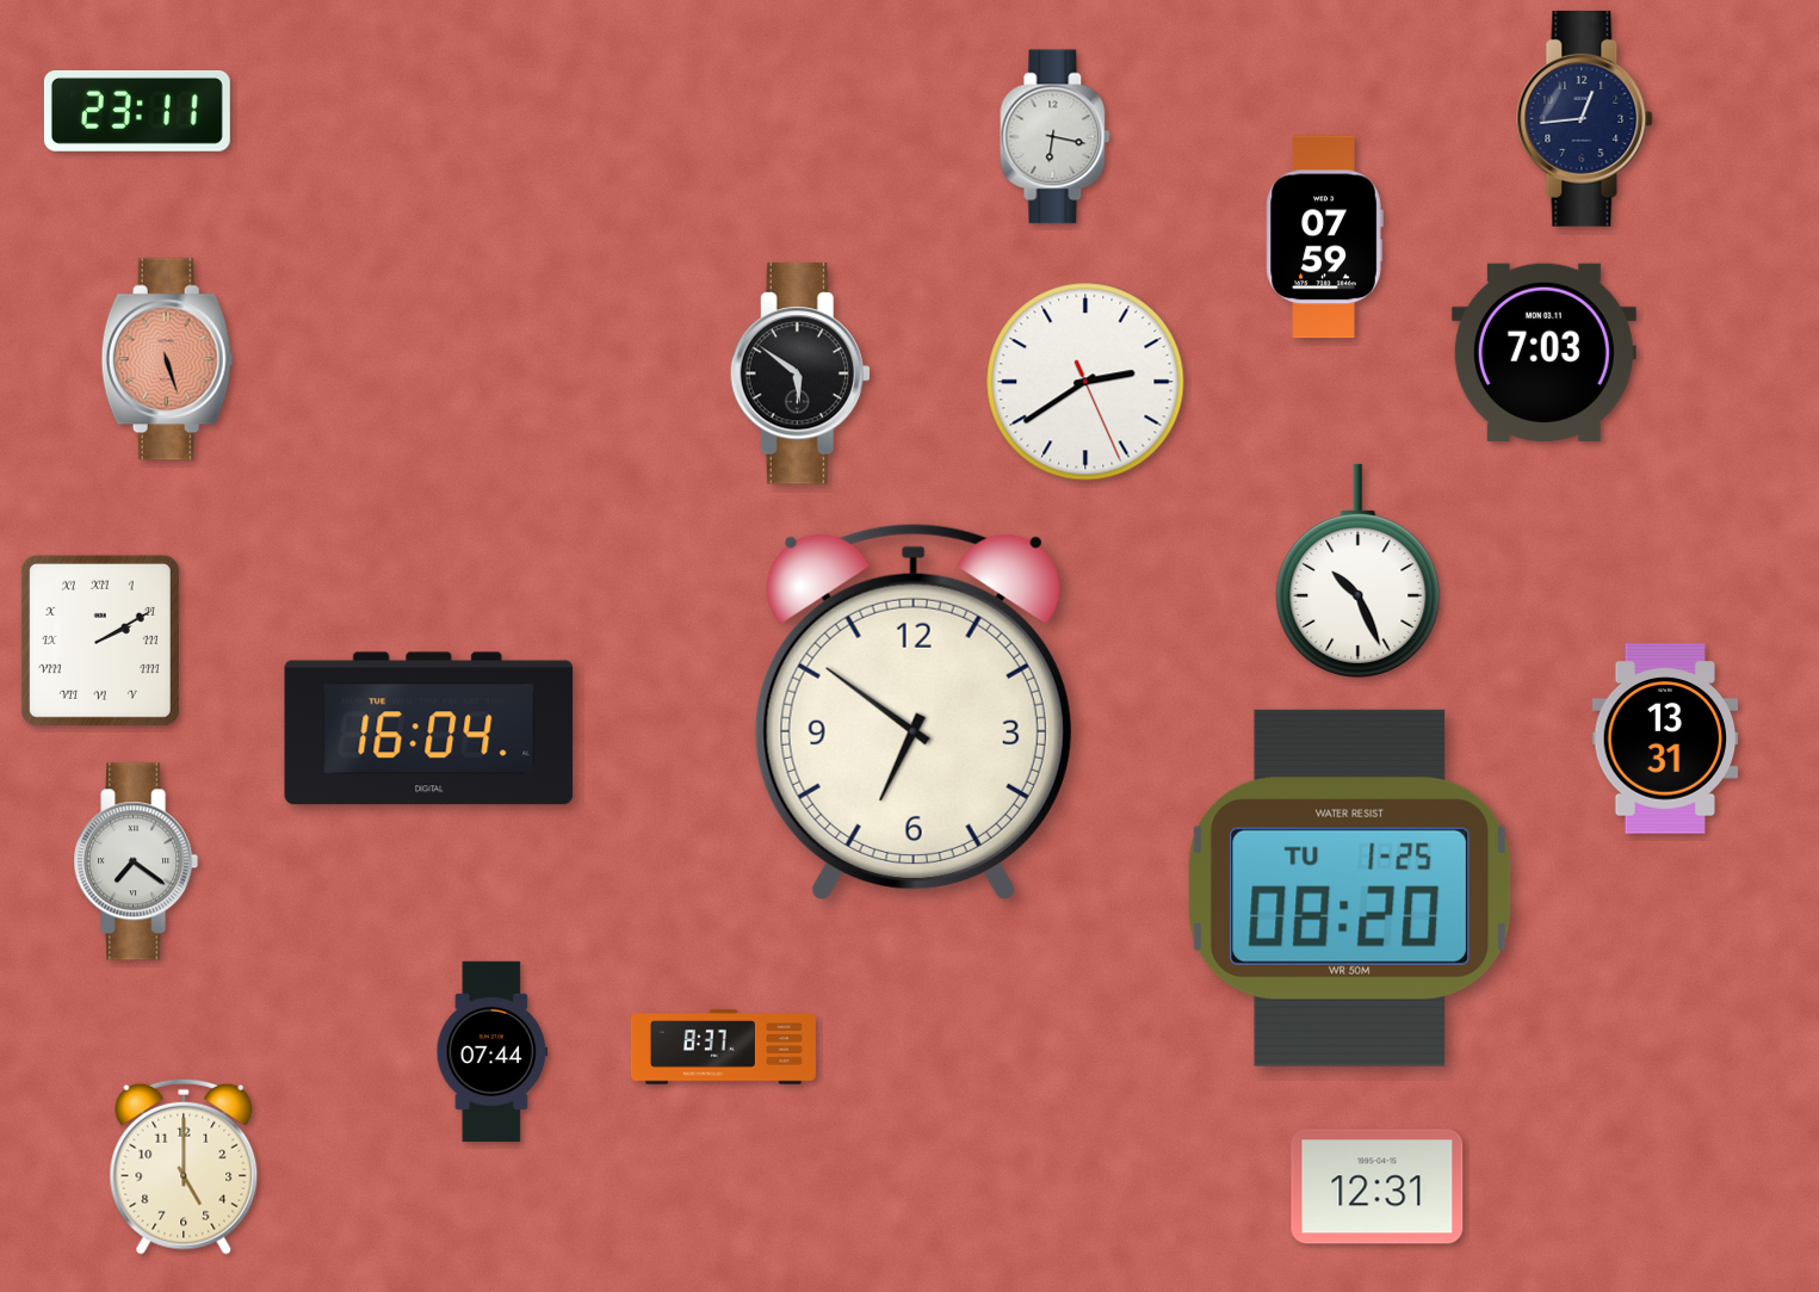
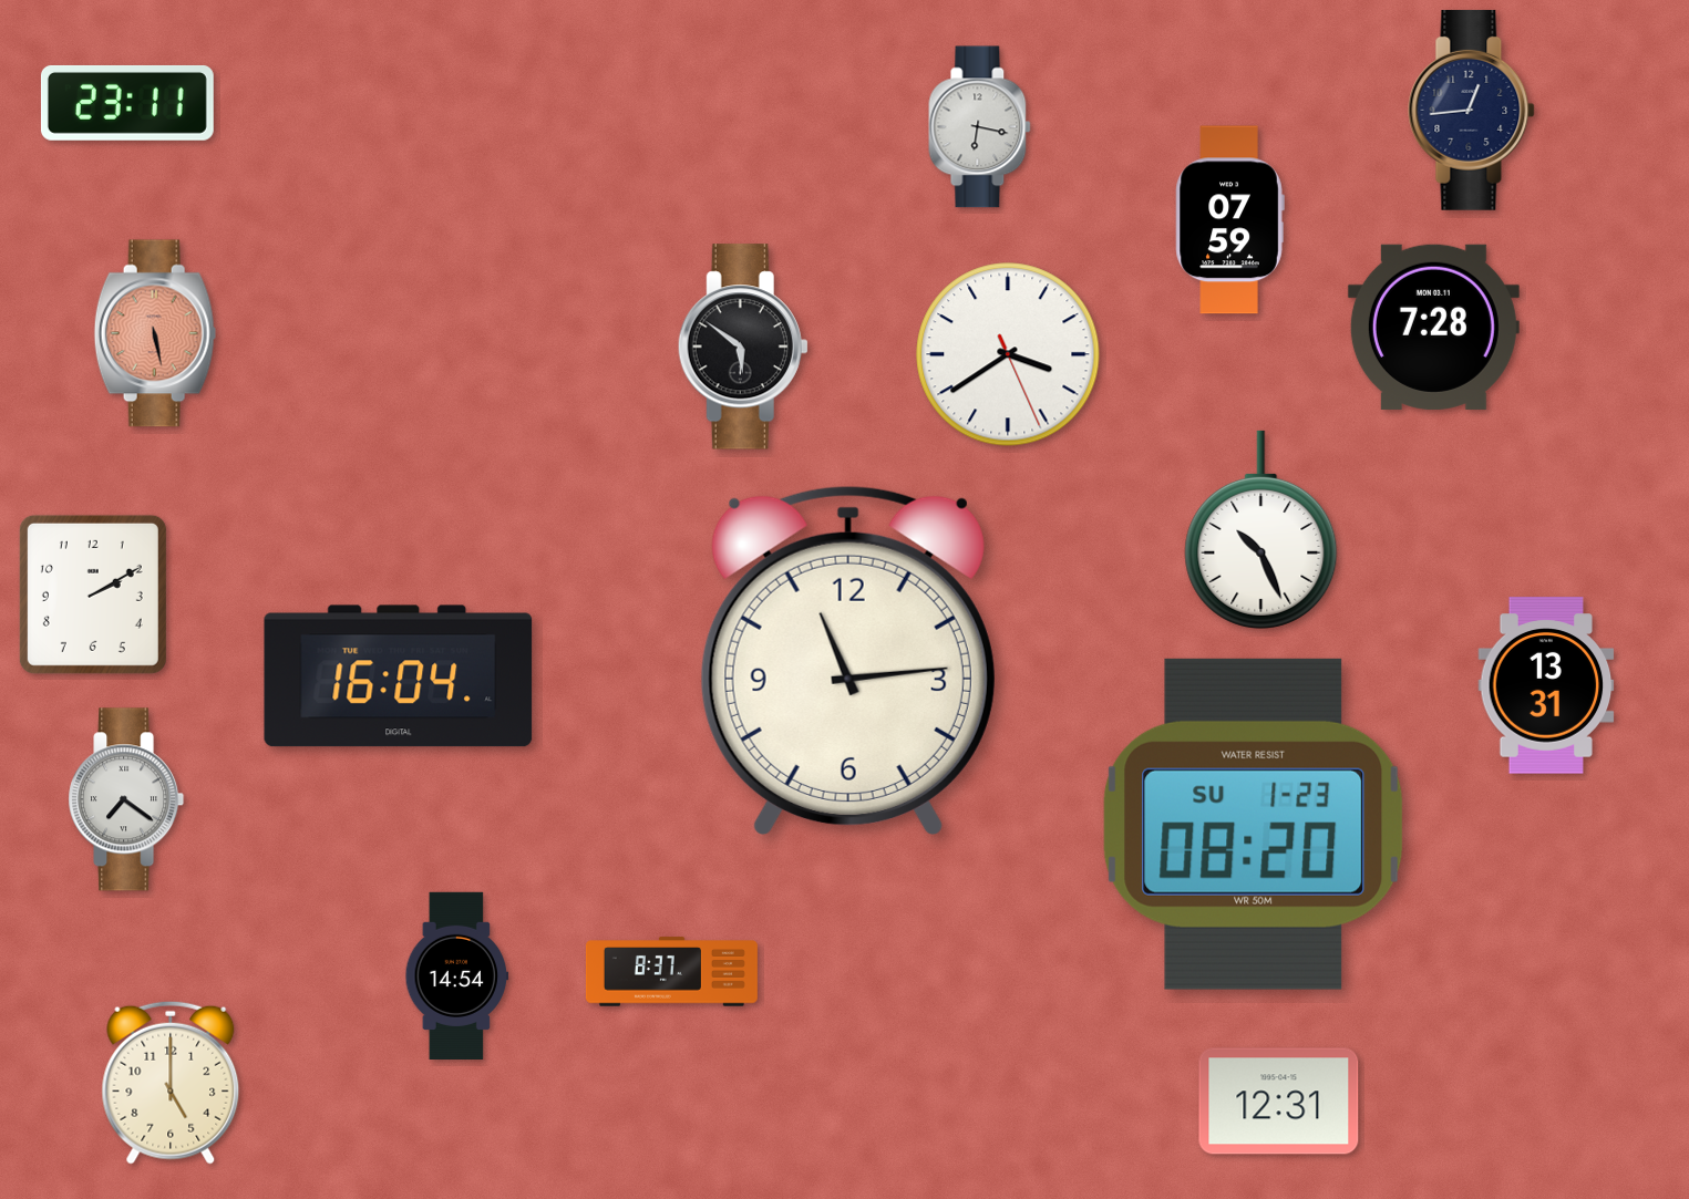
clock at (1543, 352): 7:03 -> 7:28
clock at (167, 359): 5:27 -> 5:28
clock at (1085, 382): 2:39 -> 3:39
clock at (100, 641) numerals: Roman -> Arabic
clock at (914, 711): 6:51 -> 11:14
clock at (1350, 888) date: TU 1-25 -> SU 1-23
clock at (493, 1051): 07:44 -> 14:54
